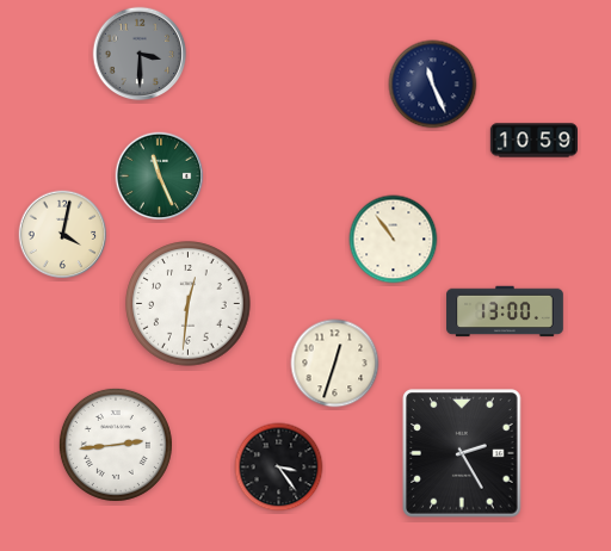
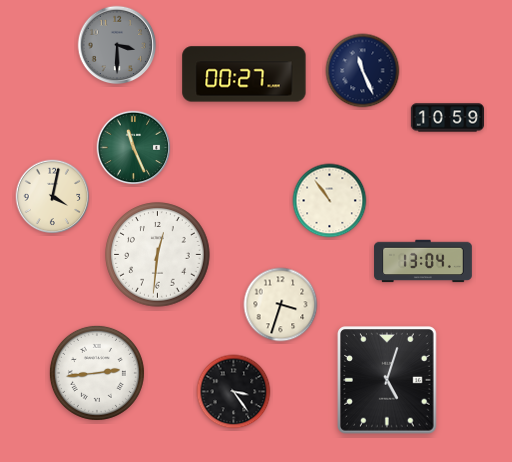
clock at (244, 74): none -> 00:27
clock at (505, 311): 13:00 -> 13:04
clock at (335, 364): 12:33 -> 3:33
clock at (462, 453): 2:25 -> 5:03
